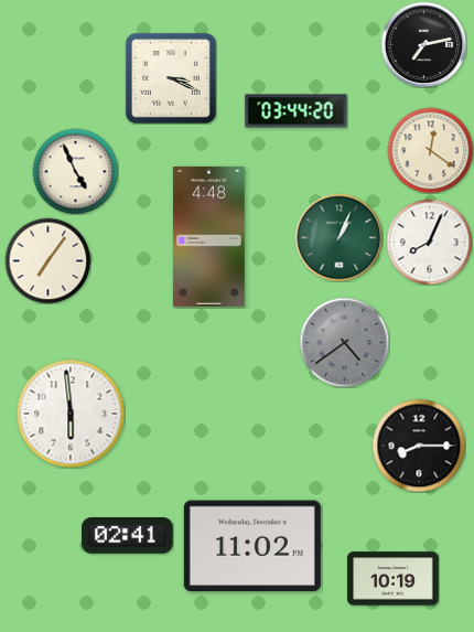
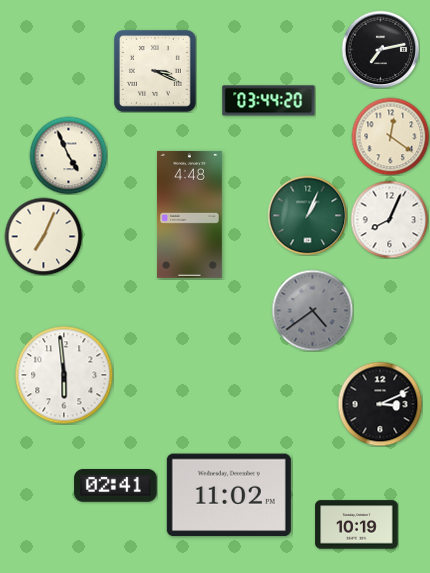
clock at (423, 44) position: (423, 44) -> (380, 49)
clock at (47, 260): 7:06 -> 7:04
clock at (419, 446): 8:15 -> 3:11
